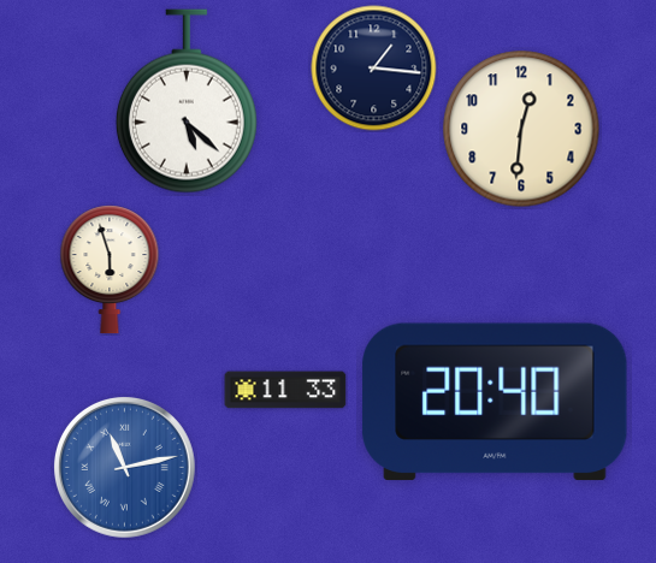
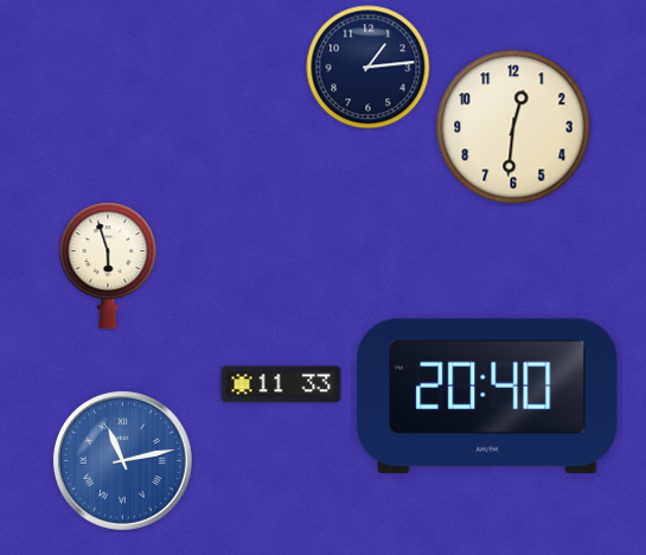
clock at (374, 69): 1:16 -> 1:14
clock at (187, 101): 5:22 -> none
